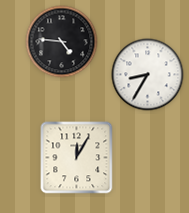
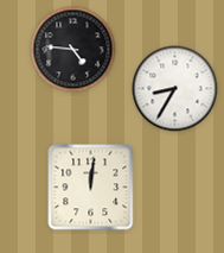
clock at (77, 158): 12:05 -> 12:01
